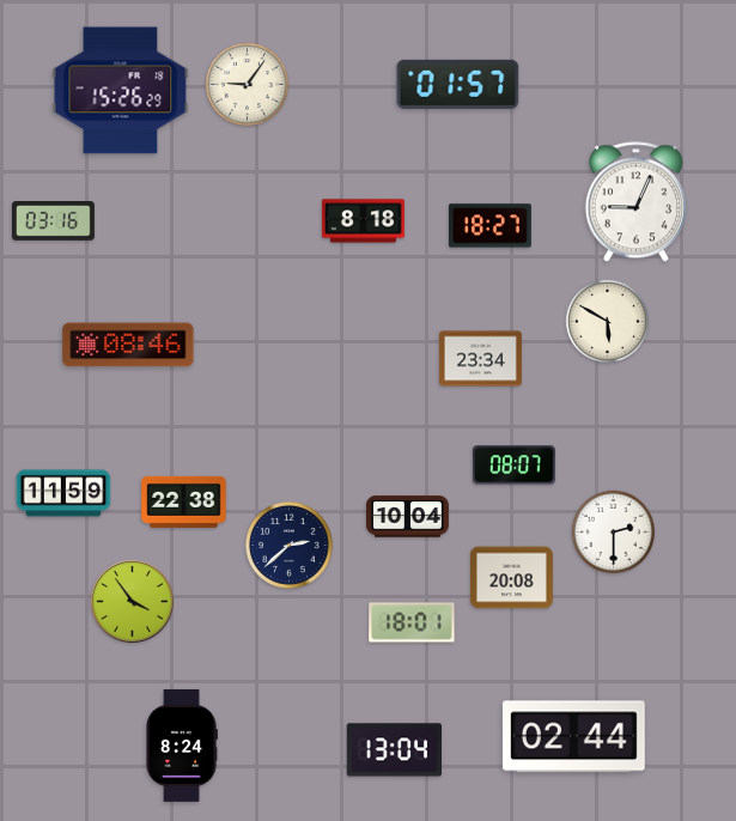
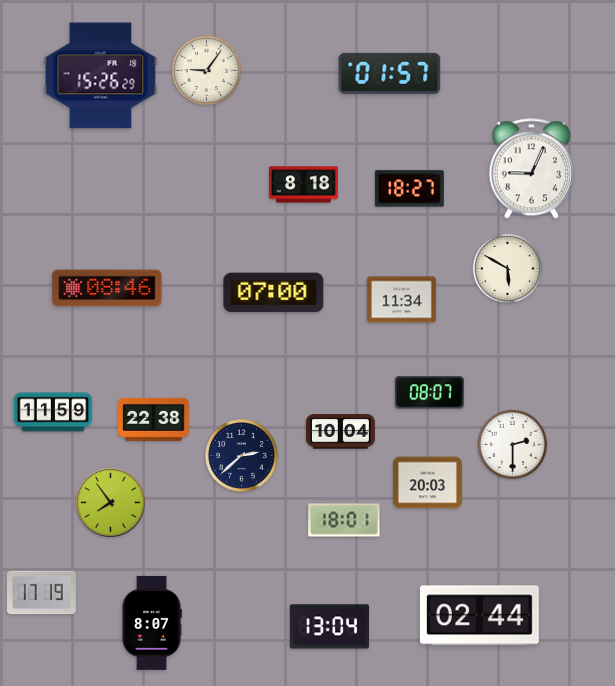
clock at (458, 84) position: (458, 84) -> (390, 73)
clock at (53, 221): 03:16 -> none
clock at (274, 293): none -> 07:00
clock at (480, 359): 23:34 -> 11:34
clock at (513, 466) position: (513, 466) -> (429, 393)
clock at (511, 578): 20:08 -> 20:03
clock at (133, 602): 3:54 -> 7:54
clock at (41, 593): none -> 17:19
clock at (182, 746): 8:24 -> 8:07
